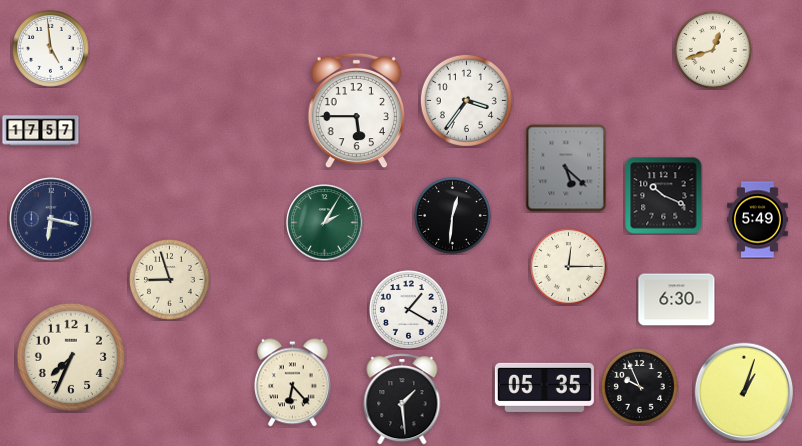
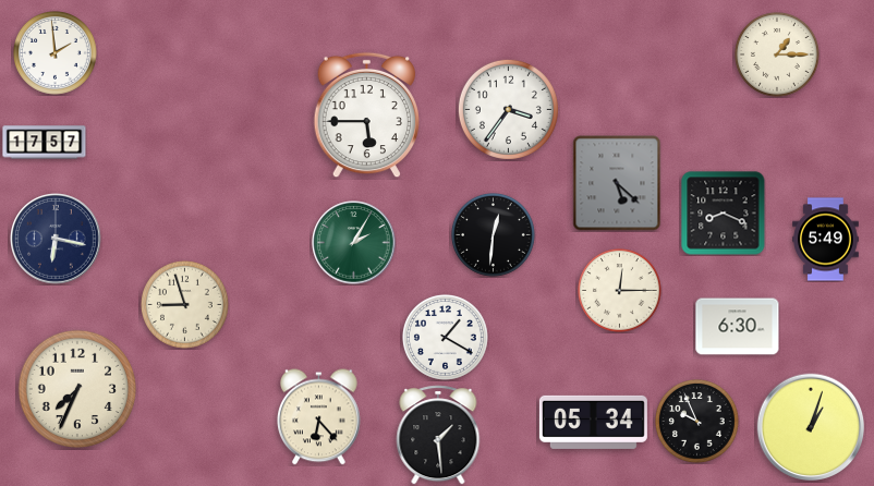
clock at (51, 49): 4:59 -> 1:59
clock at (713, 50): 12:42 -> 1:15
clock at (356, 111) position: (356, 111) -> (366, 116)
clock at (664, 196): 10:19 -> 8:19
clock at (544, 387): 05:35 -> 05:34
